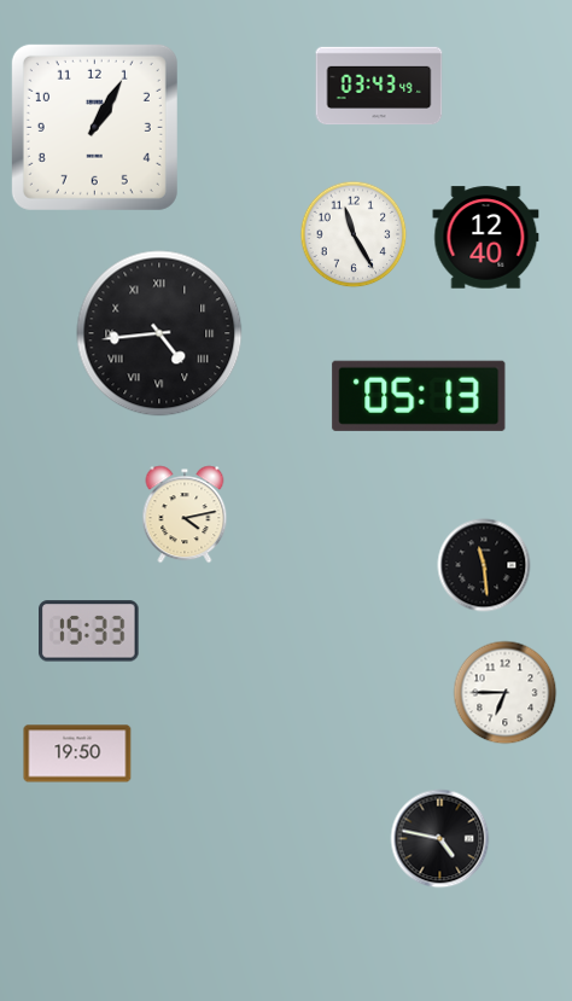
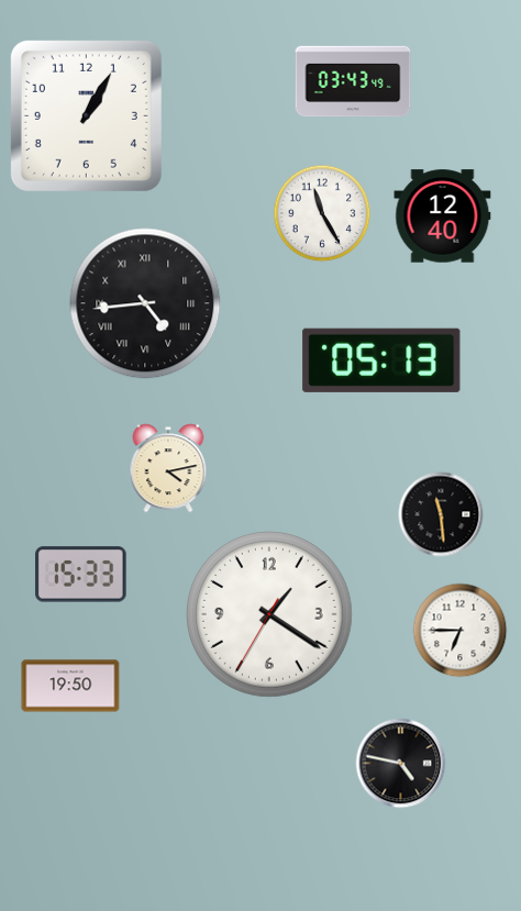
clock at (379, 86) position: (379, 86) -> (353, 81)
clock at (270, 615): none -> 1:20
